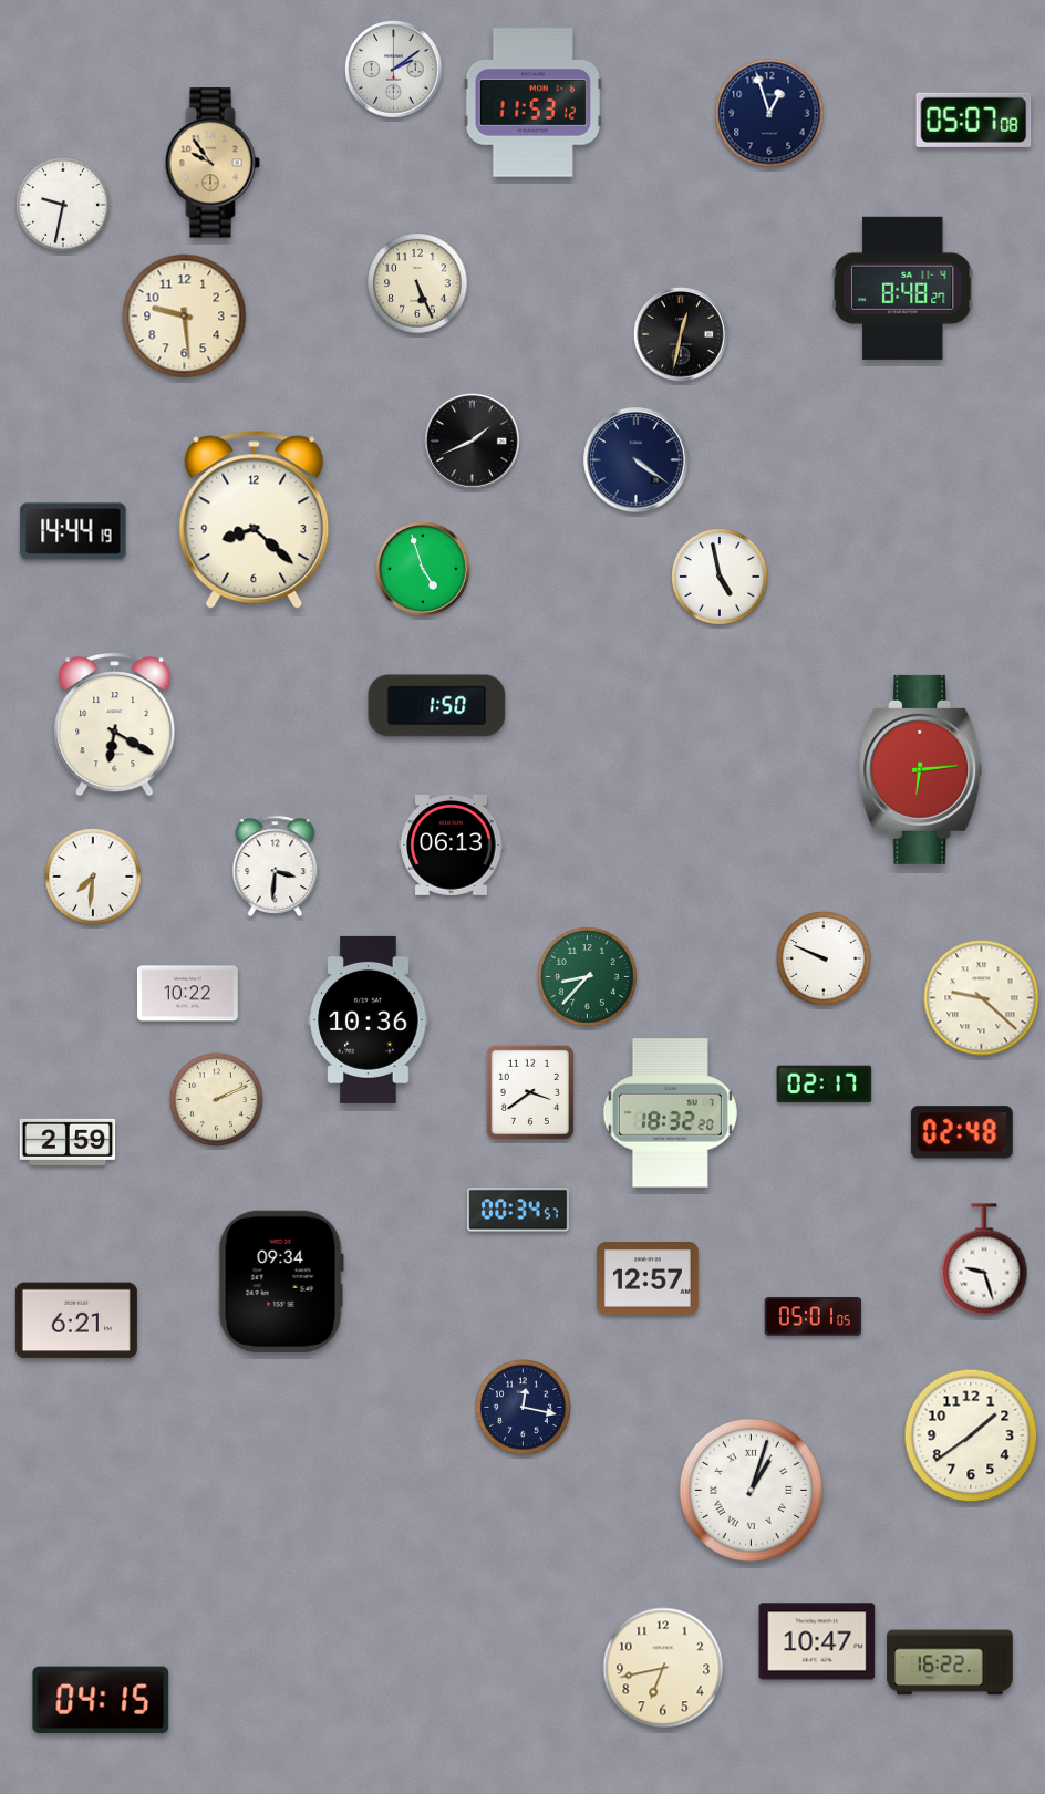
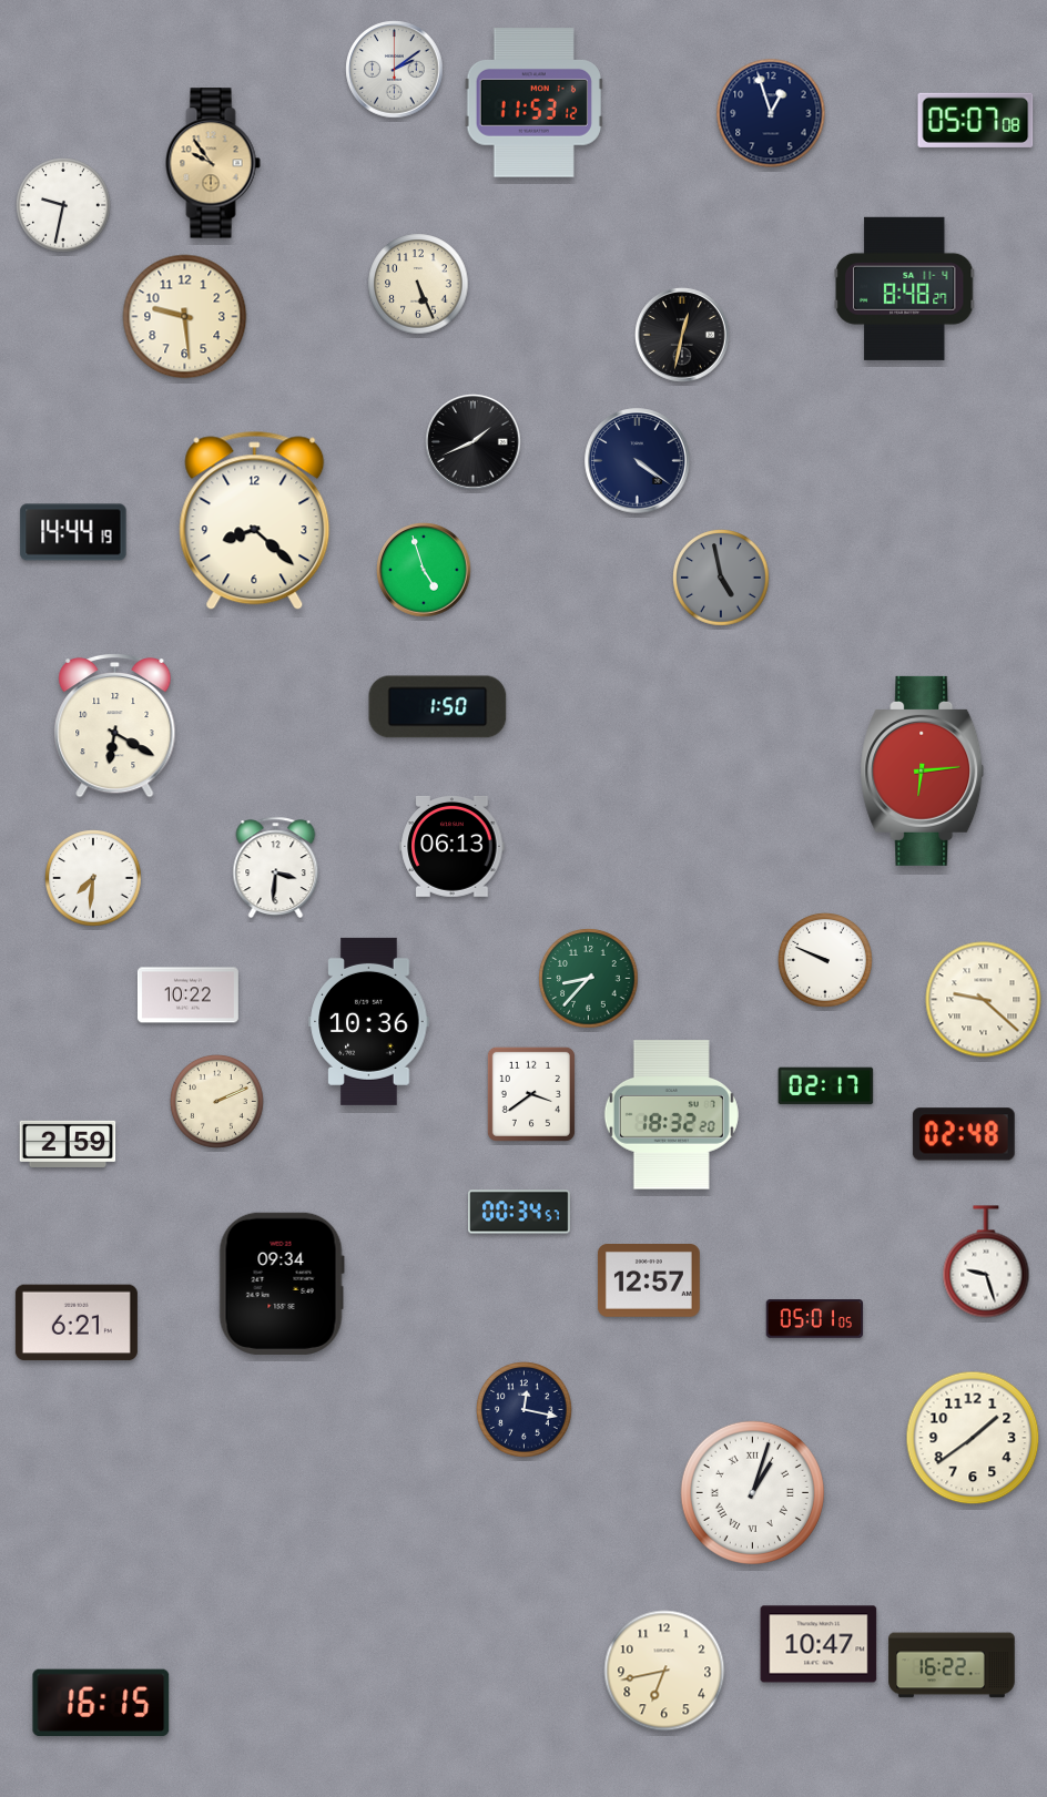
clock at (720, 577) dial: white -> grey
clock at (101, 1699): 04:15 -> 16:15
